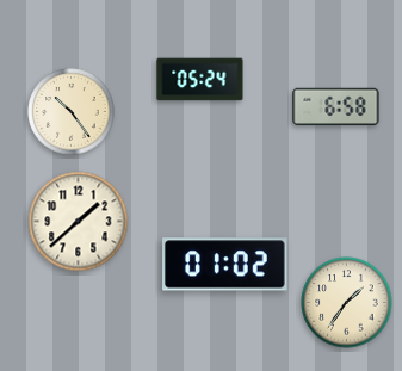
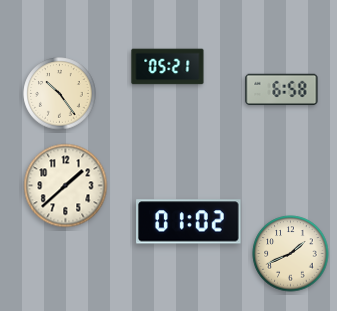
clock at (200, 80): 05:24 -> 05:21
clock at (347, 303): 1:36 -> 1:41
